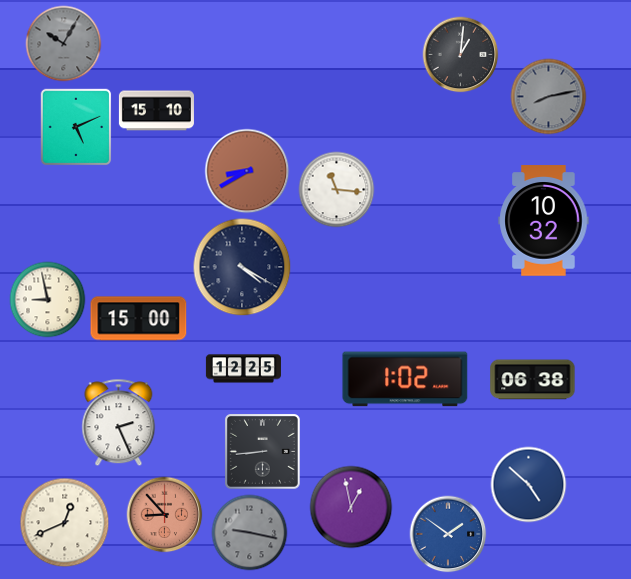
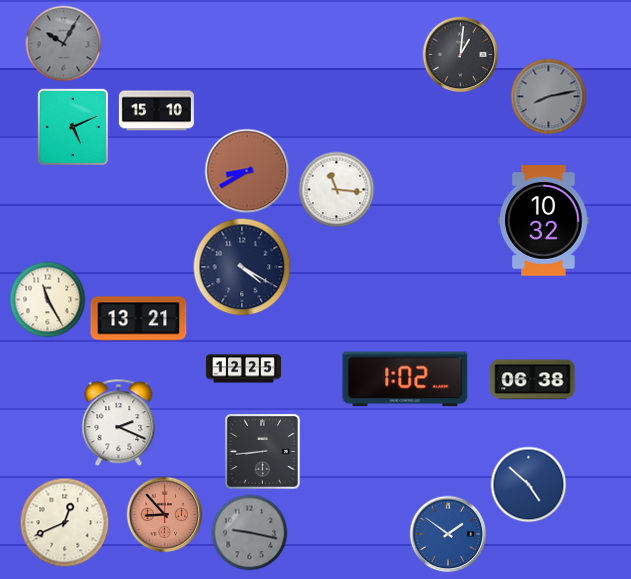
clock at (76, 127) position: (76, 127) -> (73, 127)
clock at (48, 300): 8:58 -> 11:25
clock at (139, 319): 15:00 -> 13:21
clock at (119, 423): 2:26 -> 2:19
clock at (351, 507): 12:58 -> none
